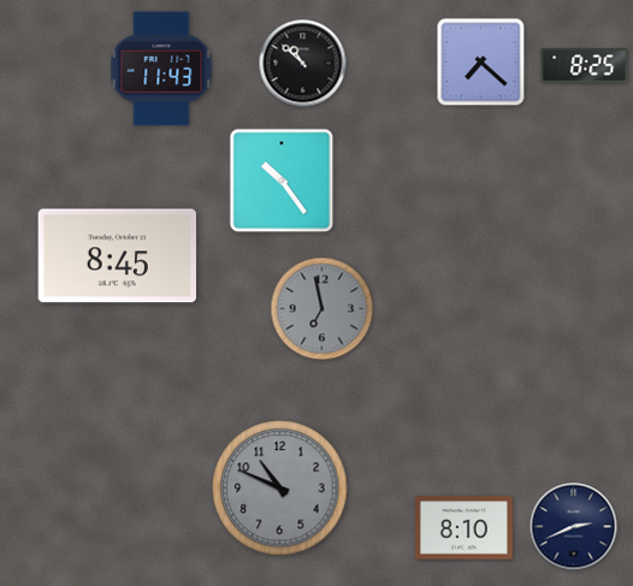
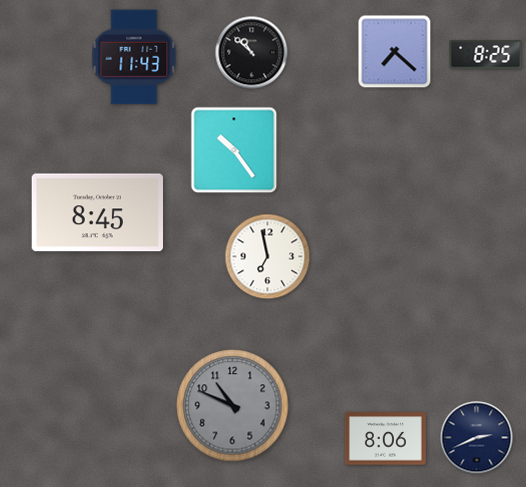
clock at (481, 63) position: (481, 63) -> (395, 52)
clock at (323, 309) dial: grey -> white
clock at (463, 528): 8:10 -> 8:06
